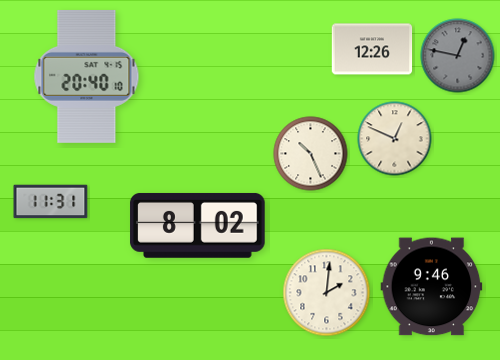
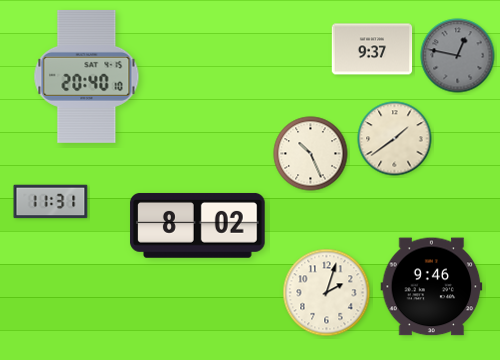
clock at (372, 49): 12:26 -> 9:37
clock at (395, 139): 12:49 -> 1:39
clock at (327, 293): 2:01 -> 2:03
